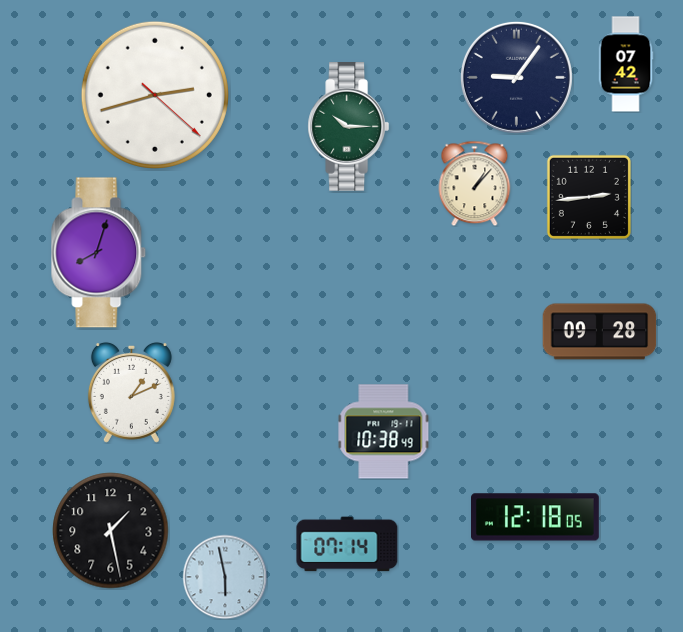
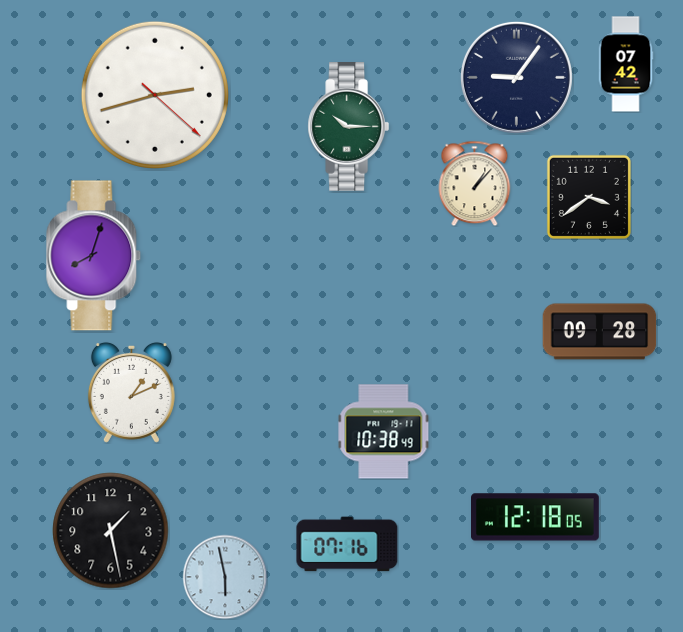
clock at (589, 197): 2:44 -> 3:39
clock at (99, 253) position: (99, 253) -> (94, 256)
clock at (347, 544): 07:14 -> 07:16
